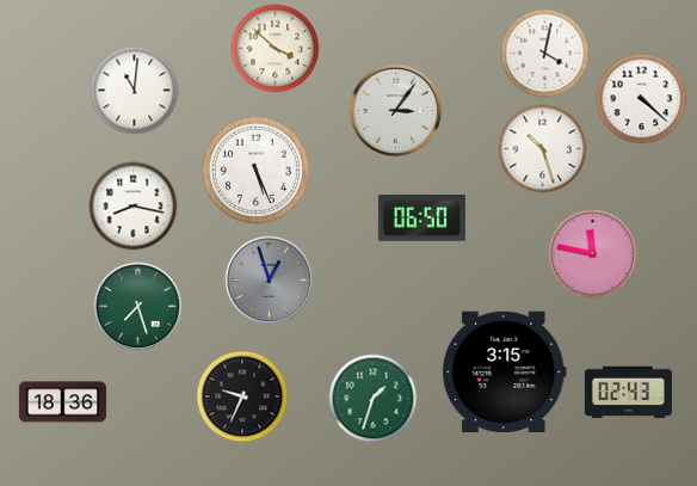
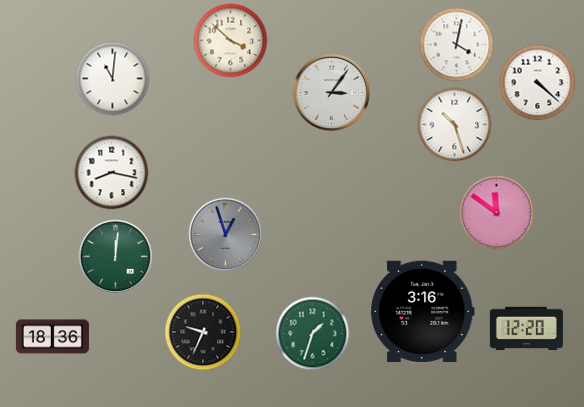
clock at (135, 91) position: (135, 91) -> (113, 79)
clock at (255, 170): 5:26 -> none
clock at (421, 219): 06:50 -> none
clock at (593, 254): 11:47 -> 11:51
clock at (138, 307): 7:27 -> 12:01
clock at (505, 371): 3:15 -> 3:16
clock at (628, 393): 02:43 -> 12:20
